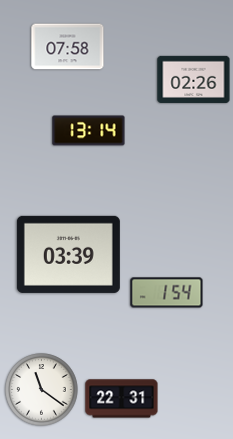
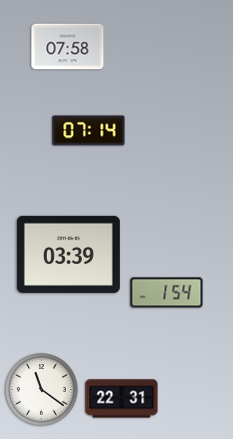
clock at (194, 79): 02:26 -> none
clock at (89, 131): 13:14 -> 07:14
